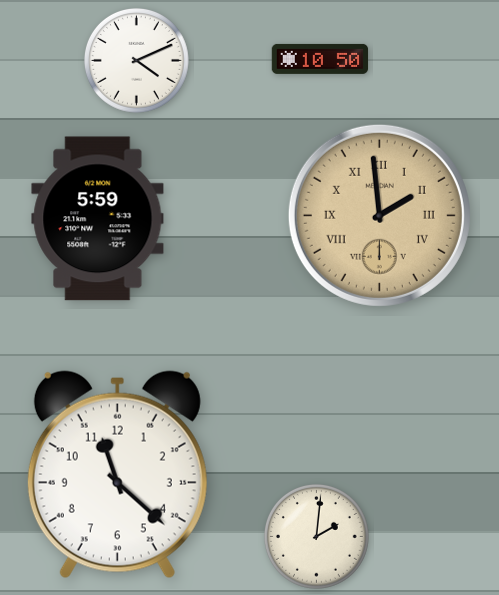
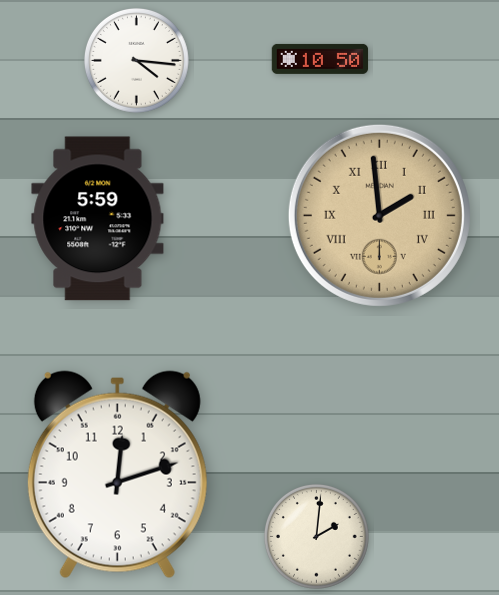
clock at (136, 60): 4:11 -> 4:16
clock at (117, 475): 11:22 -> 12:12
